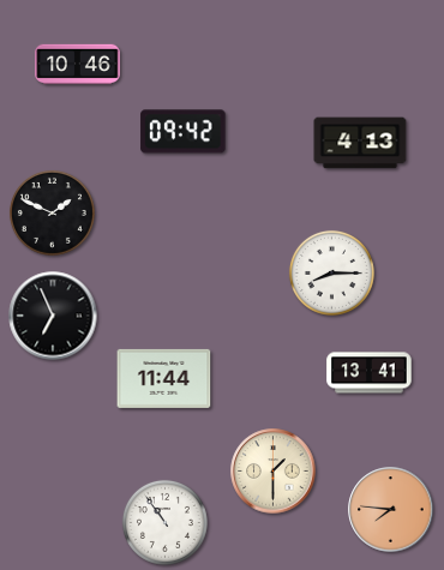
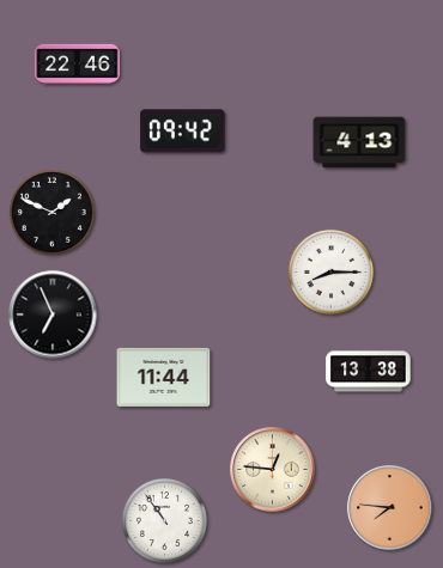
clock at (78, 65): 10:46 -> 22:46
clock at (370, 373): 13:41 -> 13:38
clock at (274, 472): 1:30 -> 12:46
